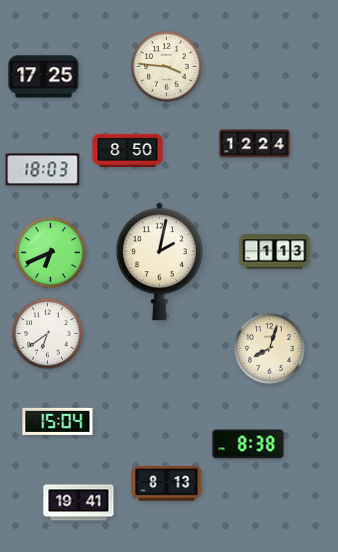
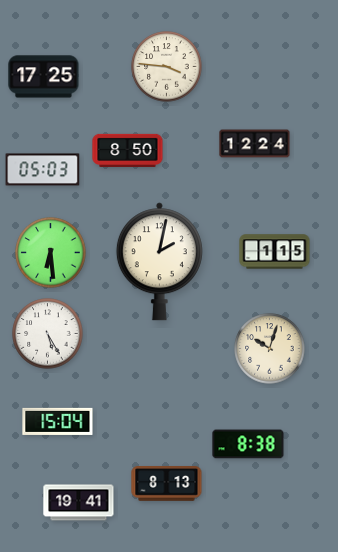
clock at (43, 170): 18:03 -> 05:03
clock at (275, 252): 1:13 -> 1:15
clock at (51, 253): 6:41 -> 6:29
clock at (48, 334): 6:39 -> 5:25
clock at (270, 349): 8:03 -> 10:03
